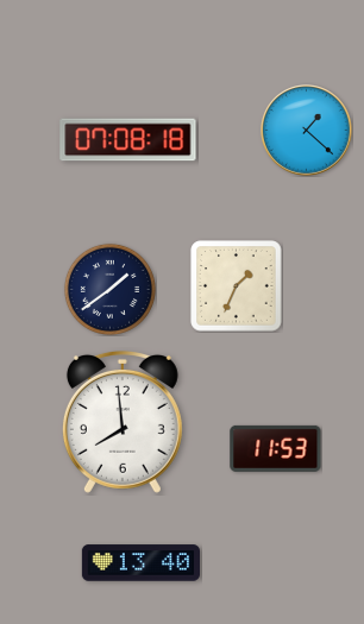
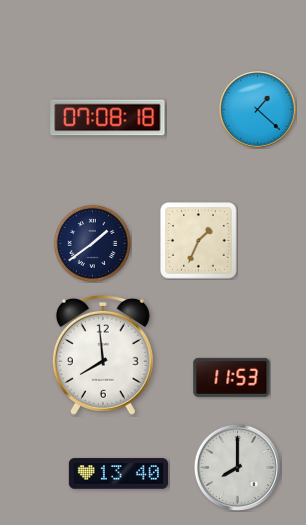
clock at (237, 467): none -> 8:00
